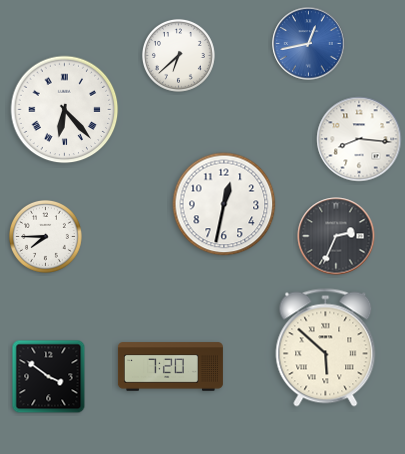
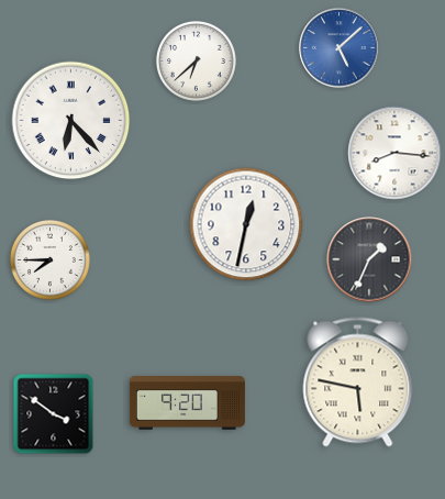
clock at (309, 44): 12:43 -> 5:08
clock at (336, 236): 2:34 -> 1:34
clock at (326, 348): 5:52 -> 5:47
clock at (170, 367): 7:20 -> 9:20
